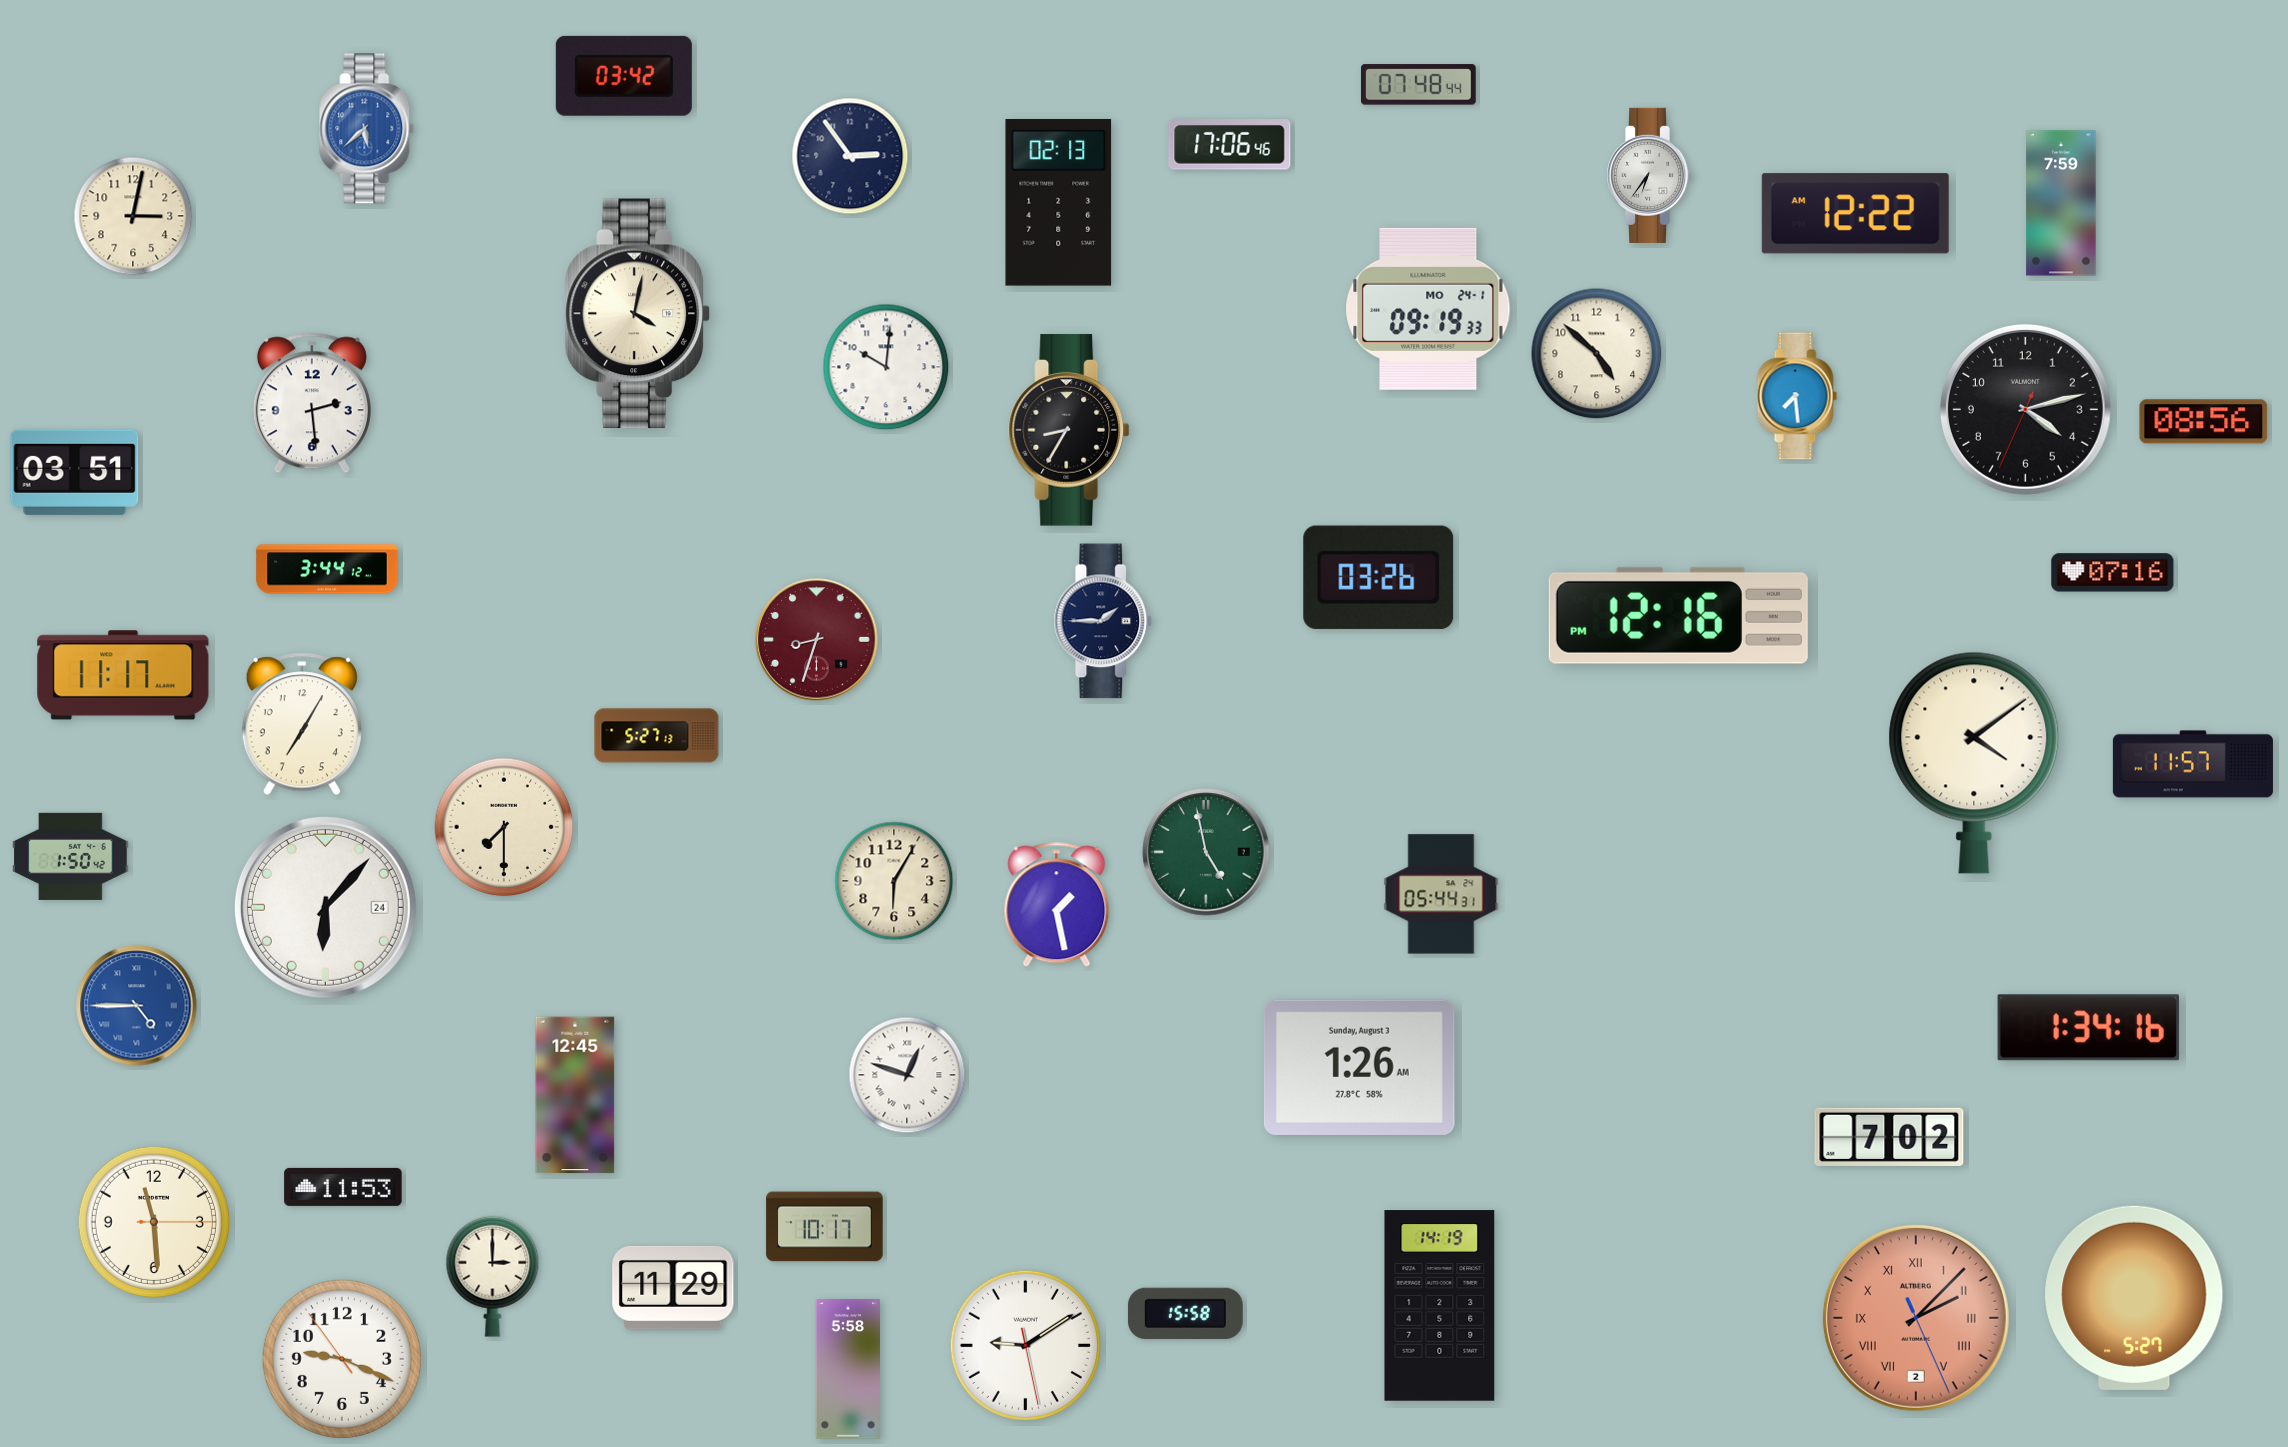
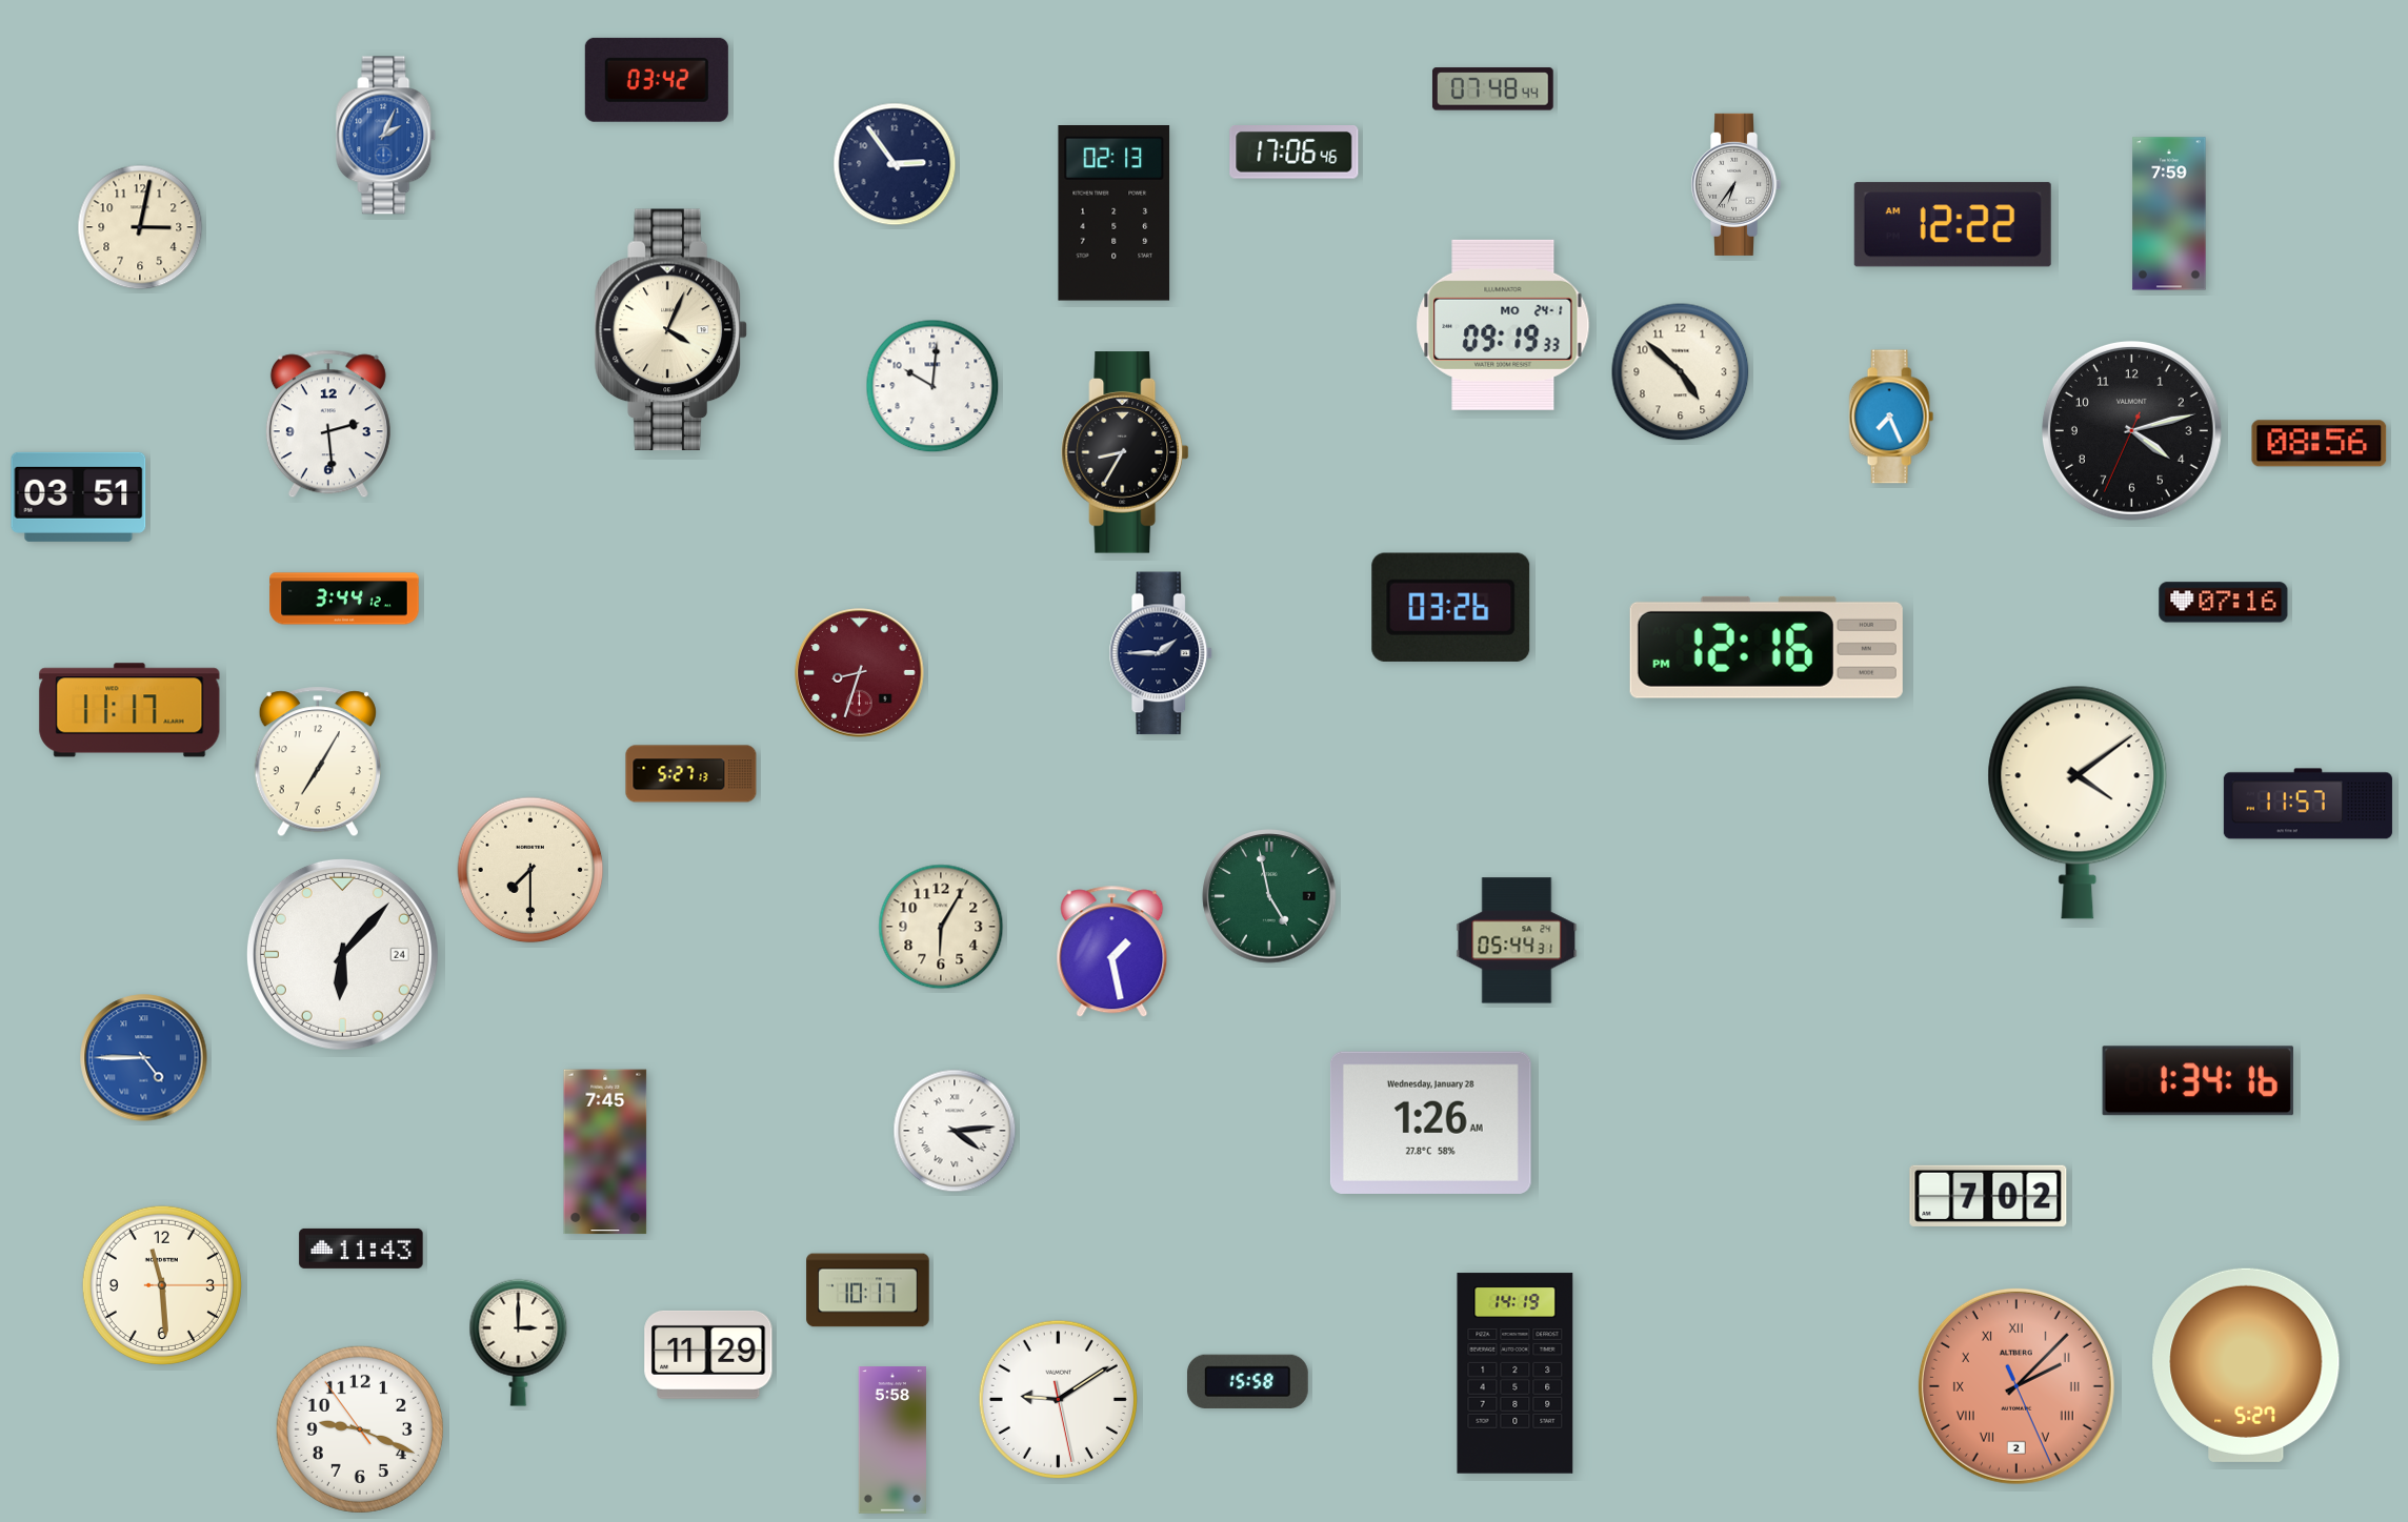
clock at (367, 129): 5:38 -> 2:04
clock at (637, 314): 4:02 -> 4:04
clock at (1797, 396): 7:29 -> 7:26
clock at (71, 856): 1:50 -> none
clock at (1359, 1067) date: Sunday, August 3 -> Wednesday, January 28
clock at (907, 1075): 12:48 -> 4:14
clock at (575, 1095): 12:45 -> 7:45
clock at (343, 1187): 11:53 -> 11:43
clock at (1025, 1345) position: (1025, 1345) -> (1058, 1399)
